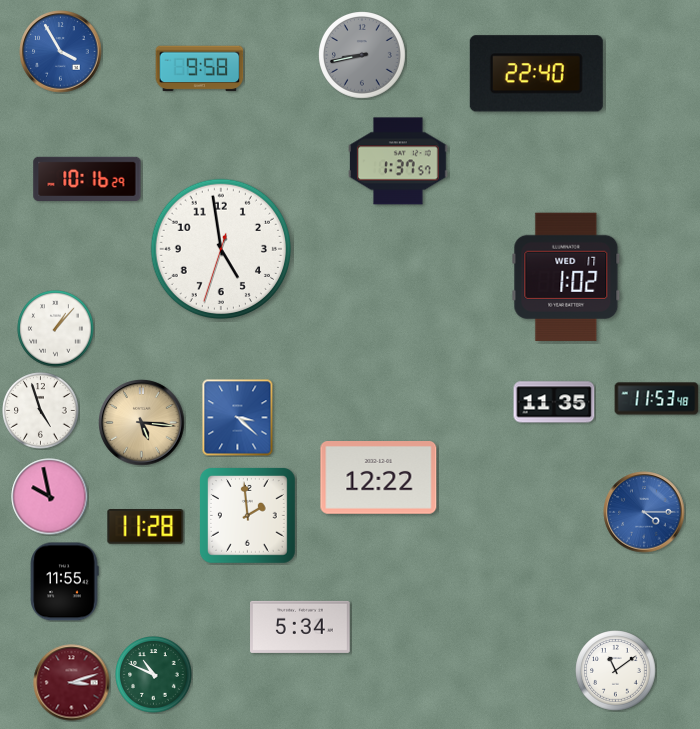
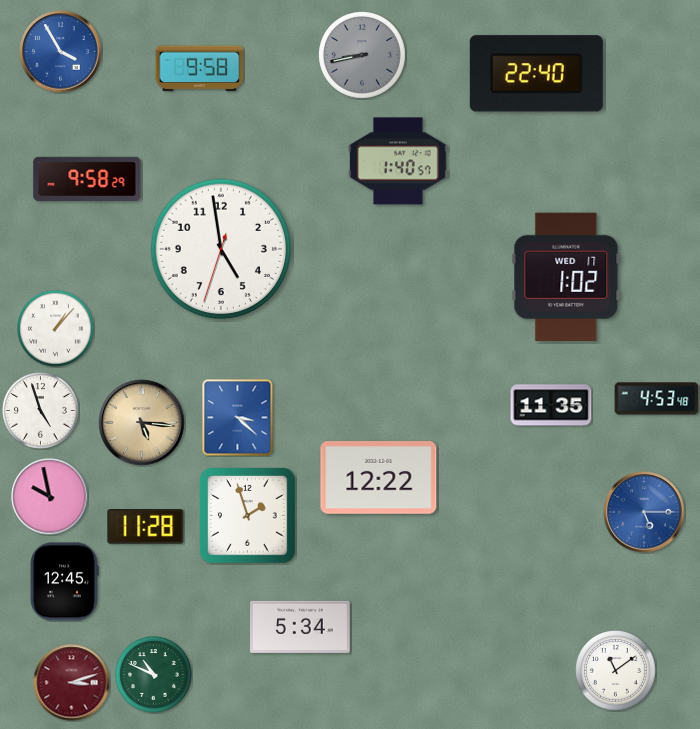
clock at (399, 161): 1:37 -> 1:40
clock at (87, 178): 10:16 -> 9:58
clock at (657, 399): 11:53 -> 4:53
clock at (554, 402) position: (554, 402) -> (551, 405)
clock at (644, 512): 4:15 -> 5:15
clock at (248, 516): 1:59 -> 1:57
clock at (64, 582): 11:55 -> 12:45
